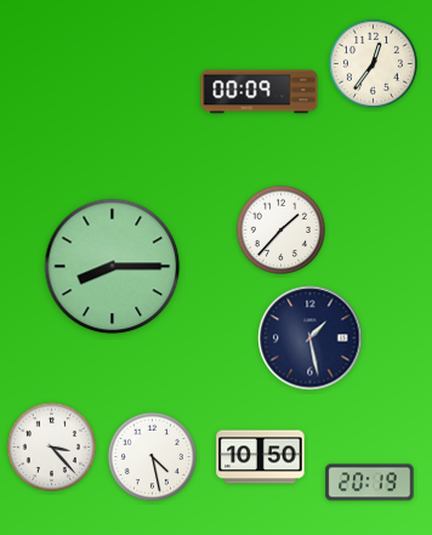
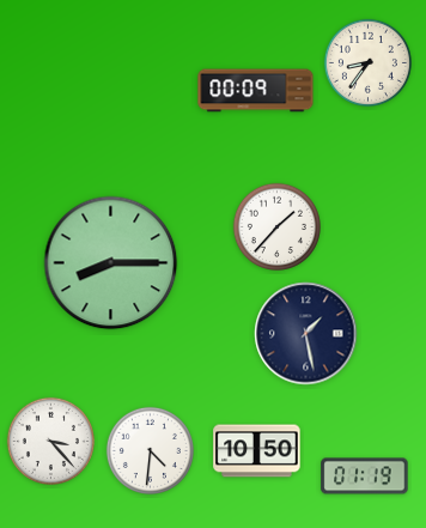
clock at (373, 63): 12:36 -> 8:36
clock at (152, 456): 4:28 -> 4:31
clock at (370, 483): 20:19 -> 01:19
